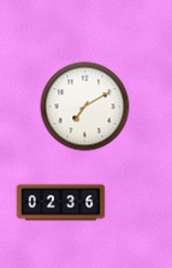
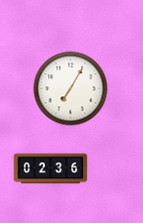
clock at (85, 107): 7:10 -> 7:05
